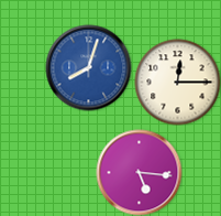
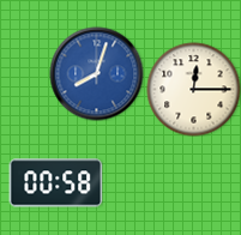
clock at (55, 183): none -> 00:58
clock at (139, 172): 5:16 -> none
